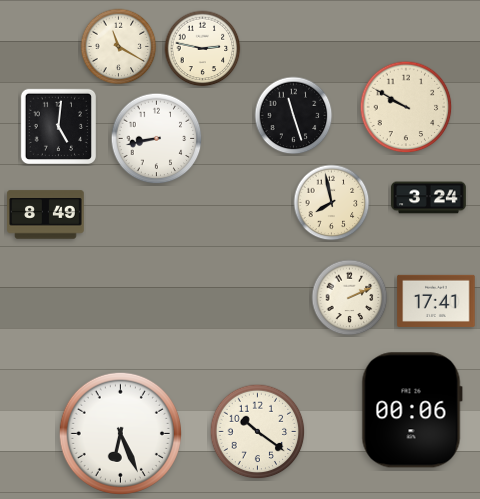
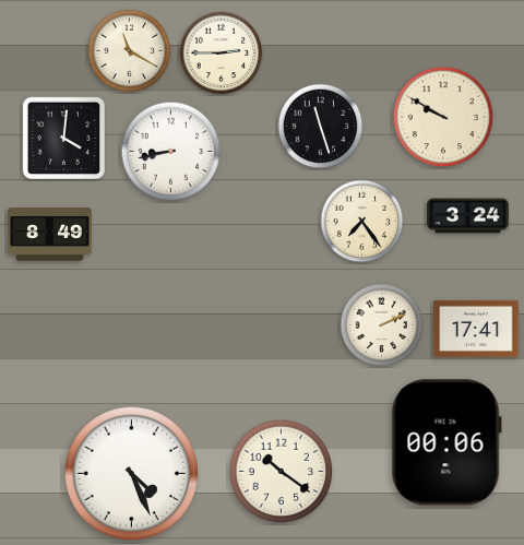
clock at (203, 49): 2:47 -> 2:45
clock at (58, 126): 5:01 -> 4:01
clock at (332, 203): 7:58 -> 7:24
clock at (412, 410) position: (412, 410) -> (446, 442)
clock at (120, 433): 6:26 -> 4:26
